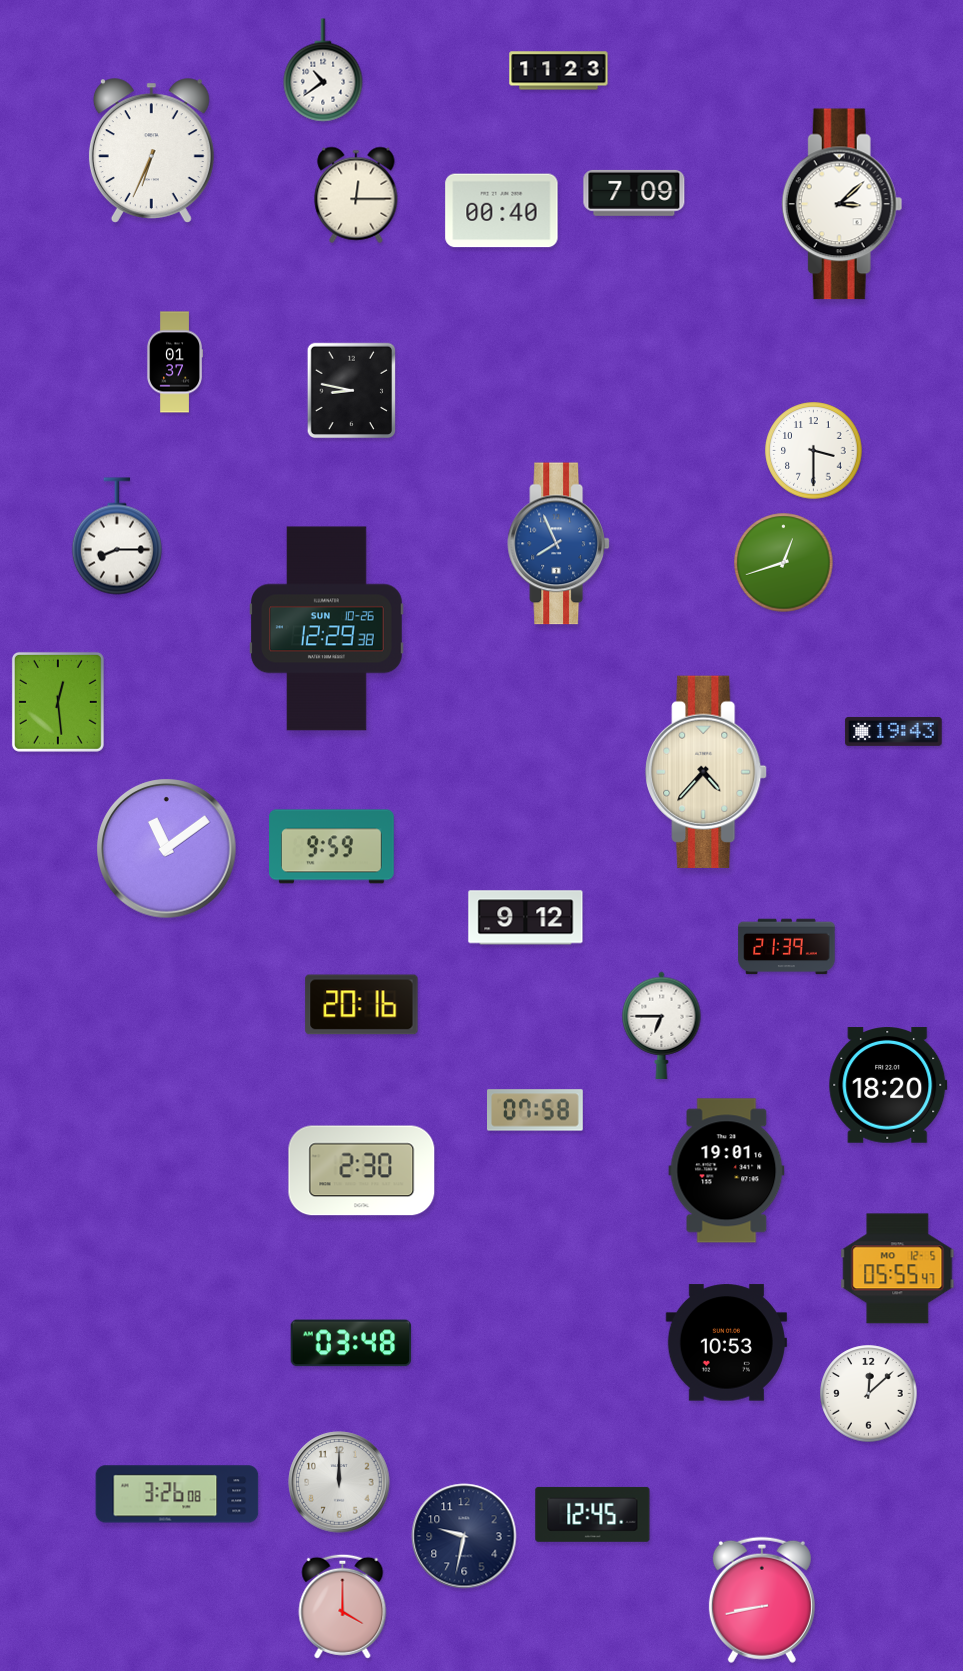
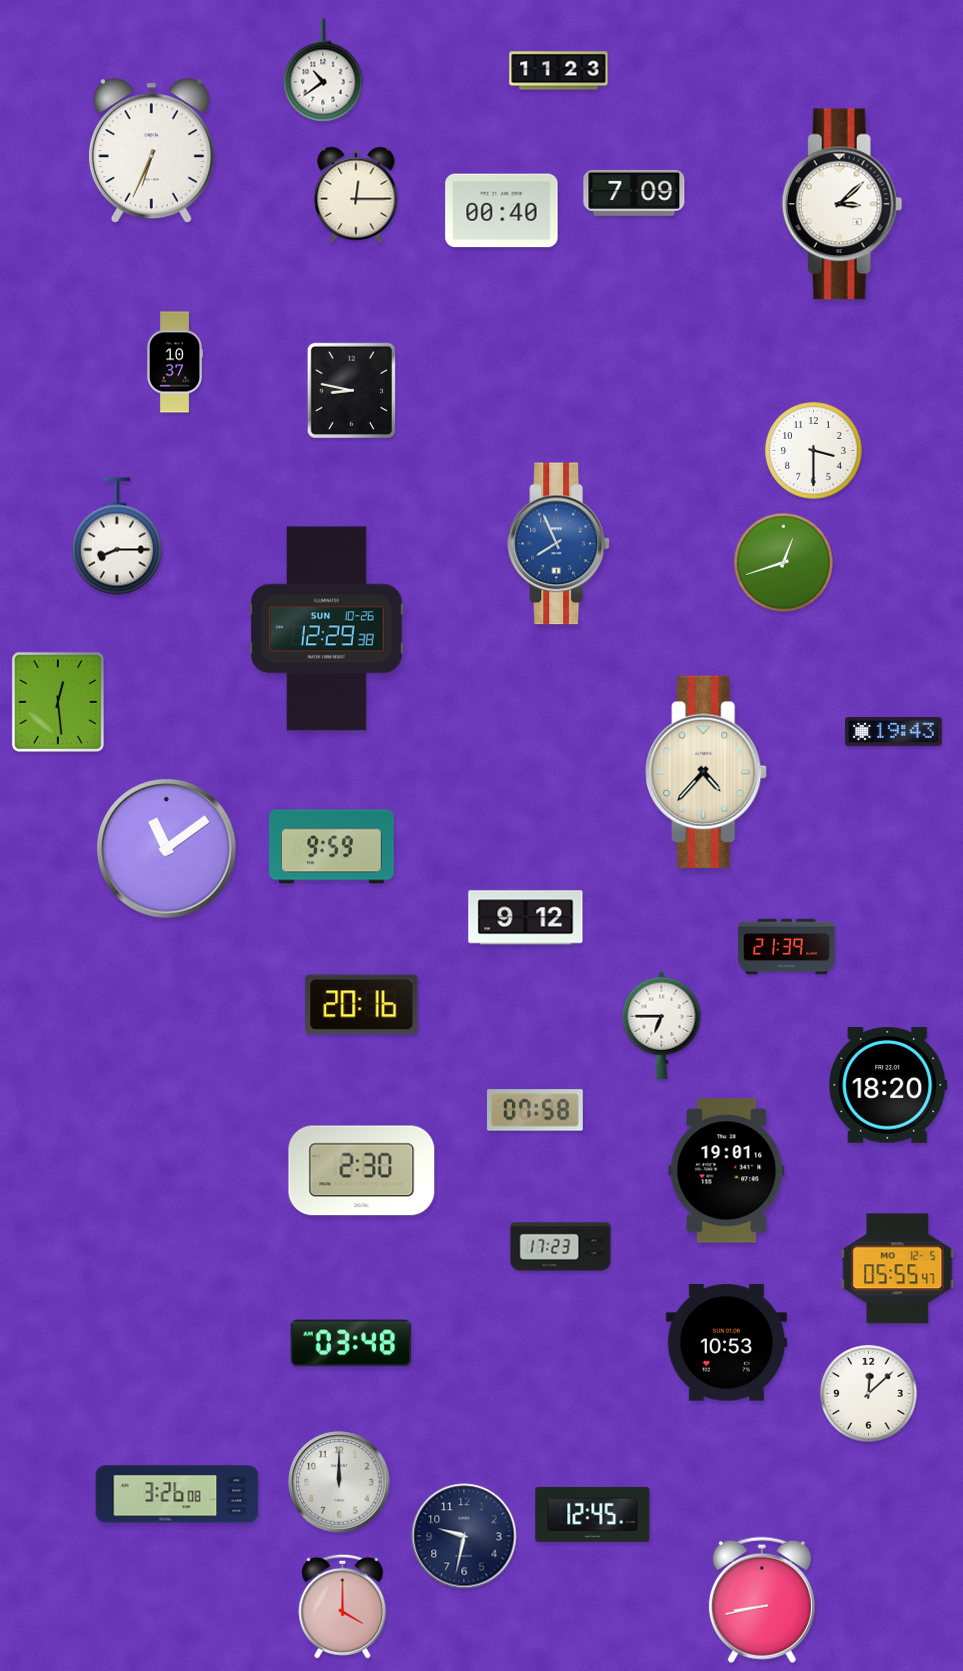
clock at (174, 362): 01:37 -> 10:37
clock at (561, 1247): none -> 17:23
